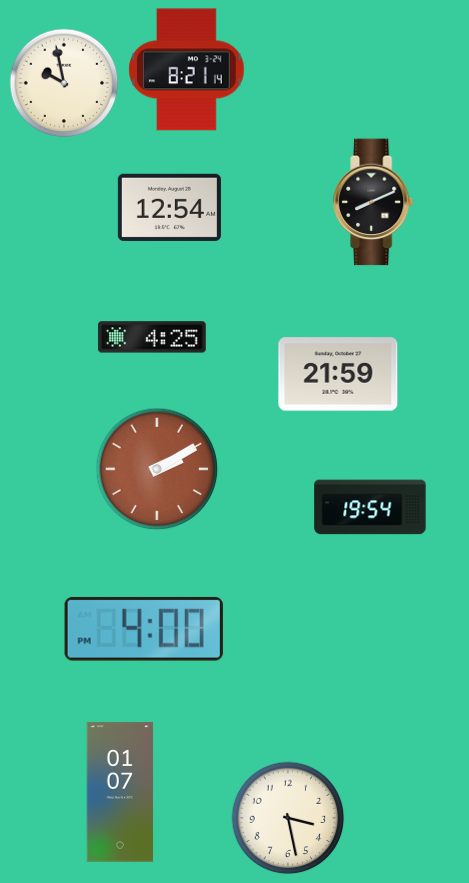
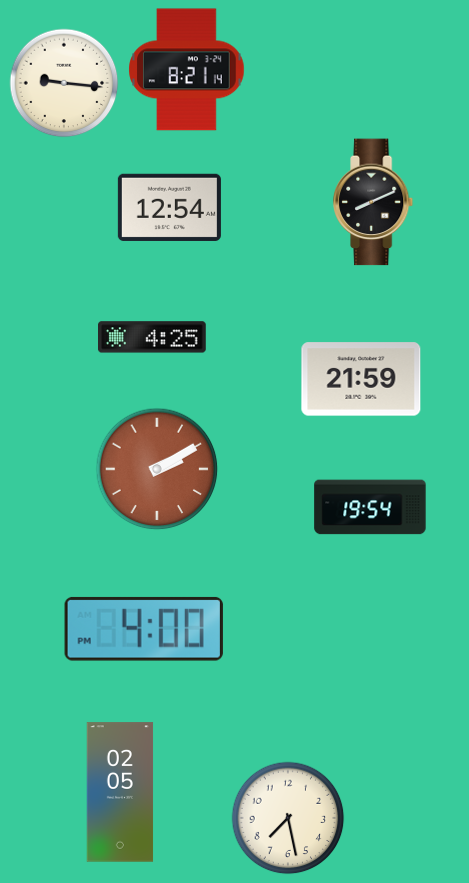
clock at (64, 83): 9:58 -> 9:16
clock at (338, 374) position: (338, 374) -> (361, 379)
clock at (120, 792): 01:07 -> 02:05
clock at (288, 818): 3:28 -> 7:28
